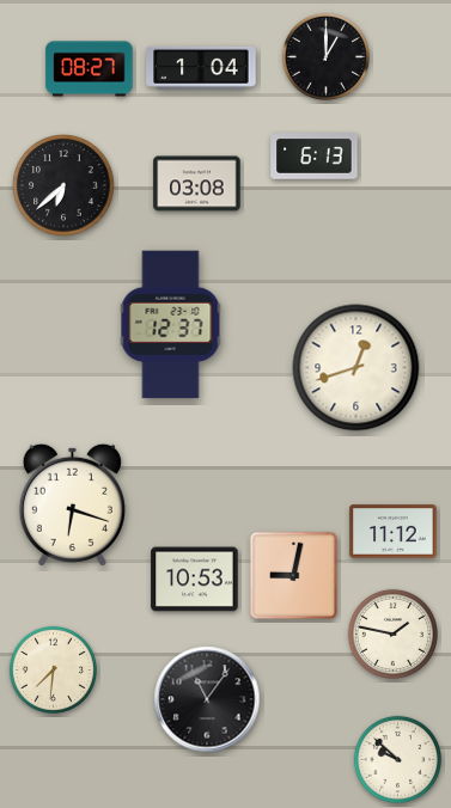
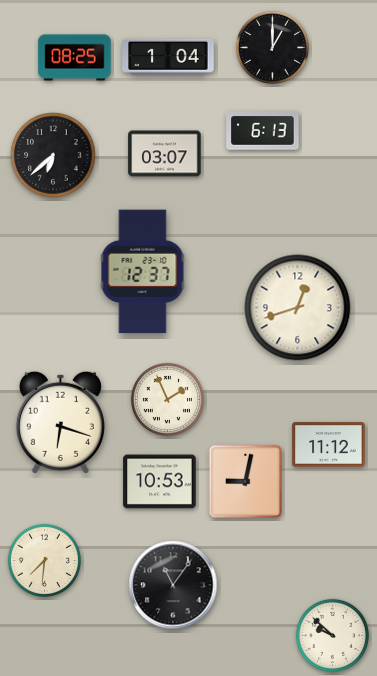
clock at (90, 69): 08:27 -> 08:25
clock at (197, 184): 03:08 -> 03:07
clock at (167, 399): none -> 1:56
clock at (195, 580) position: (195, 580) -> (160, 482)
clock at (392, 633): 1:47 -> none
